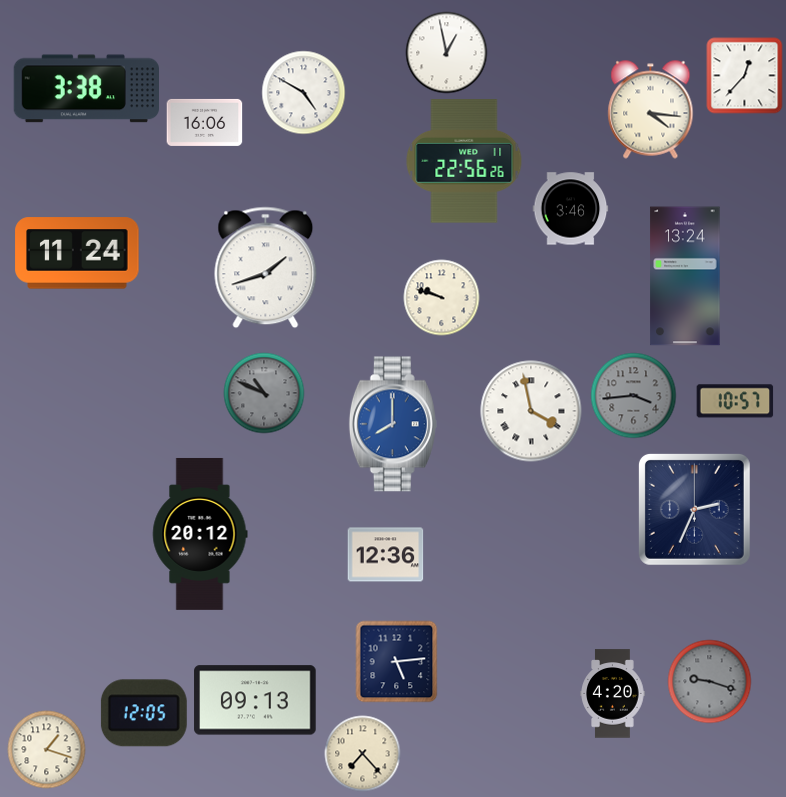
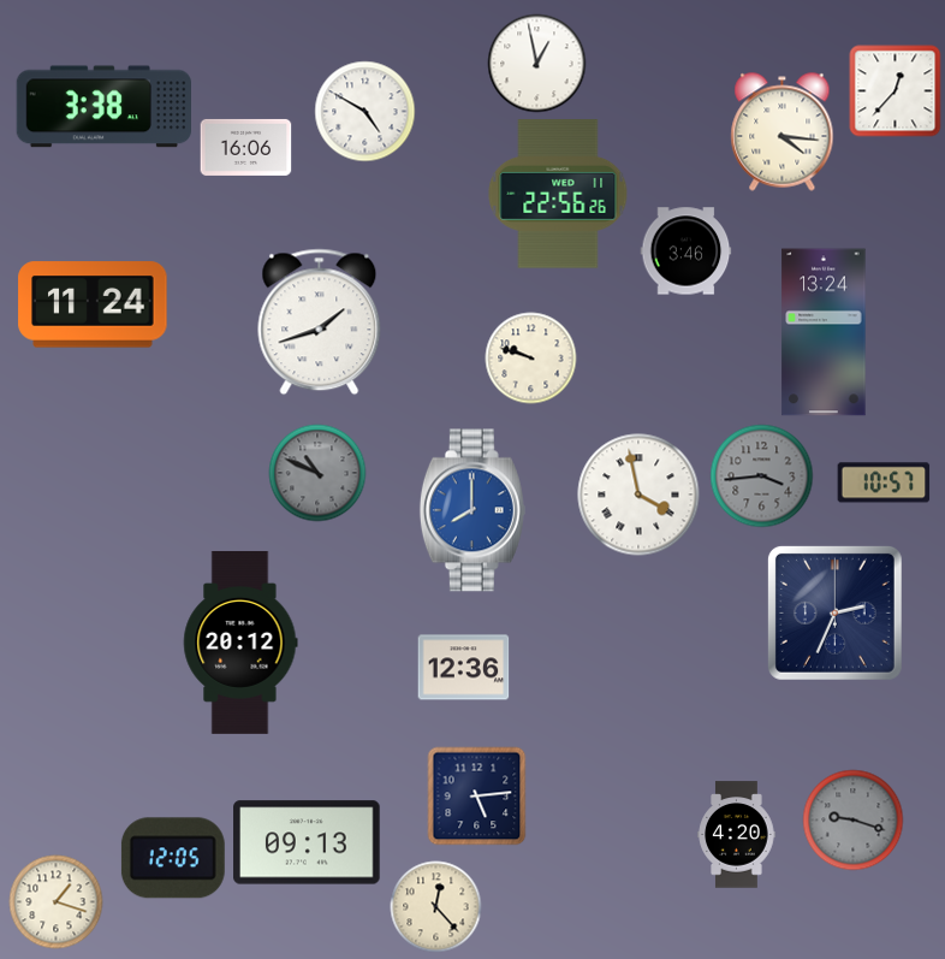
clock at (363, 754): 7:23 -> 12:23
